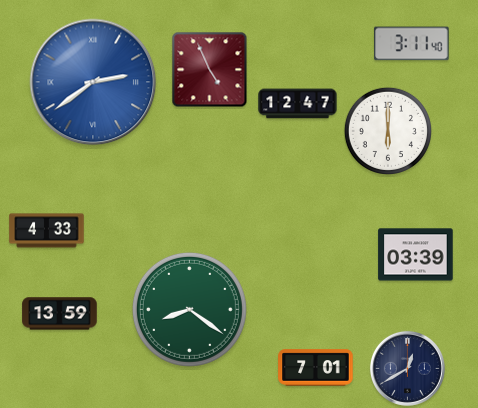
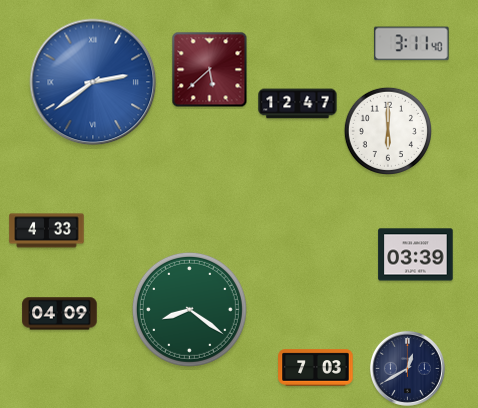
clock at (210, 70): 4:56 -> 5:38
clock at (60, 314): 13:59 -> 04:09
clock at (316, 368): 7:01 -> 7:03
